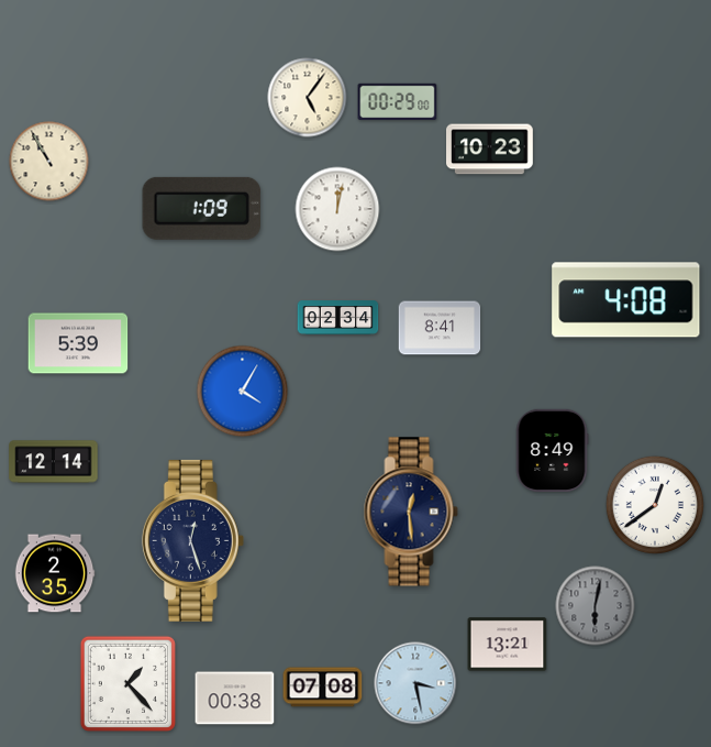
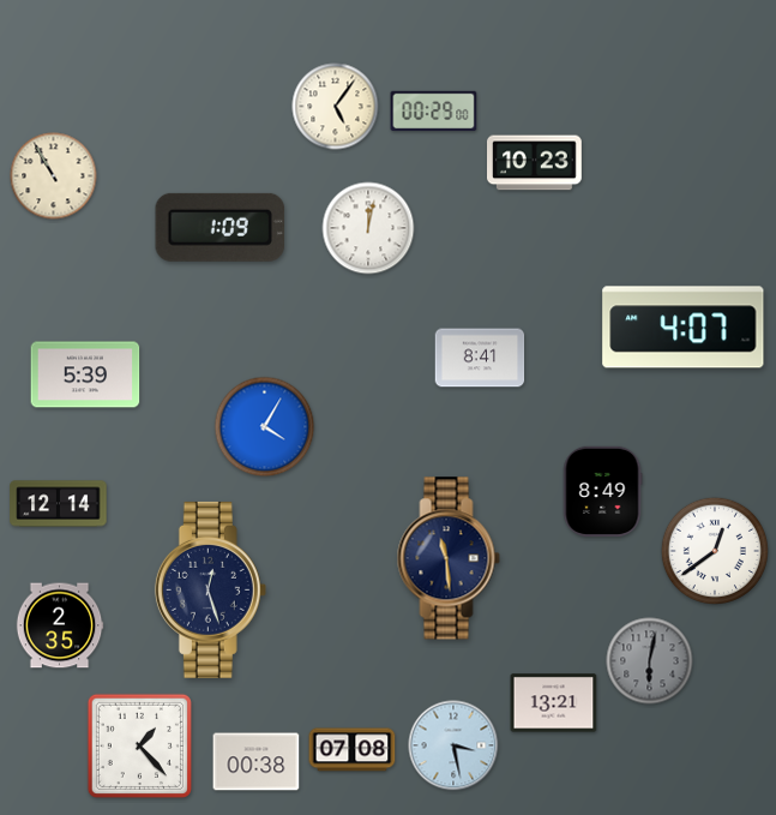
clock at (626, 300): 4:08 -> 4:07
clock at (338, 318): 02:34 -> none
clock at (411, 512): 12:29 -> 11:29
